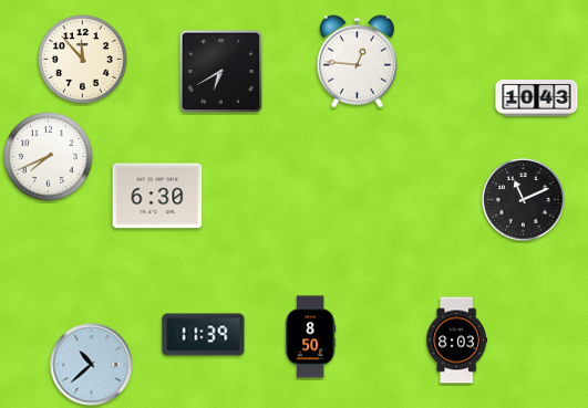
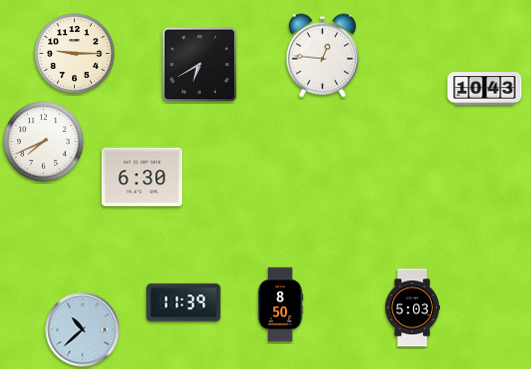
clock at (83, 60): 11:53 -> 9:15
clock at (524, 200): 11:11 -> none
clock at (456, 341): 8:03 -> 5:03
